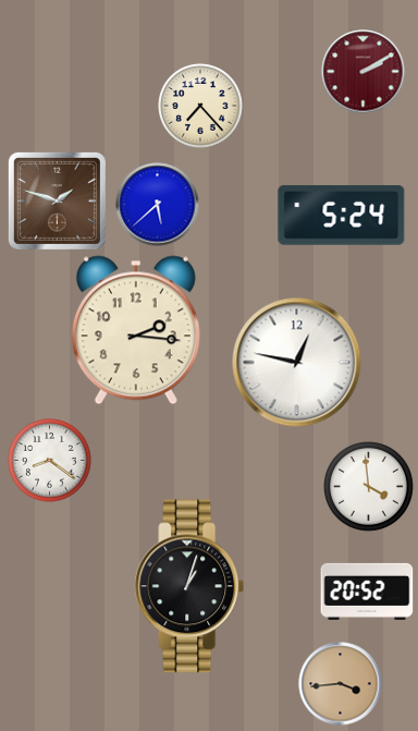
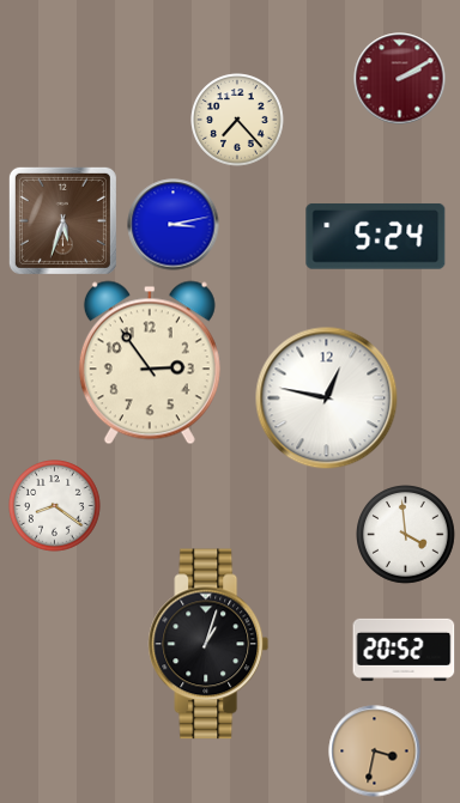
clock at (200, 106) position: (200, 106) -> (237, 120)
clock at (57, 200): 1:48 -> 5:33
clock at (158, 205): 5:38 -> 3:13
clock at (136, 330): 2:16 -> 2:54
clock at (341, 684): 3:44 -> 3:32
